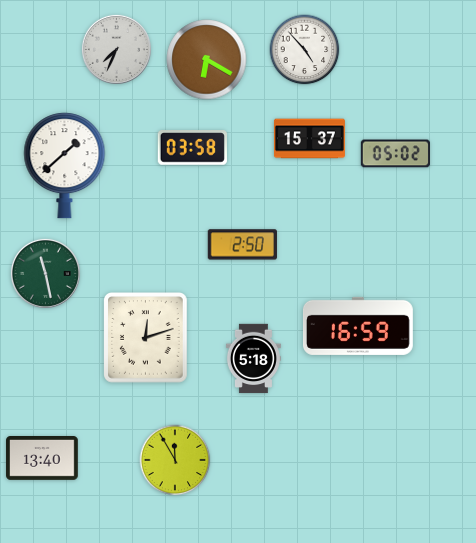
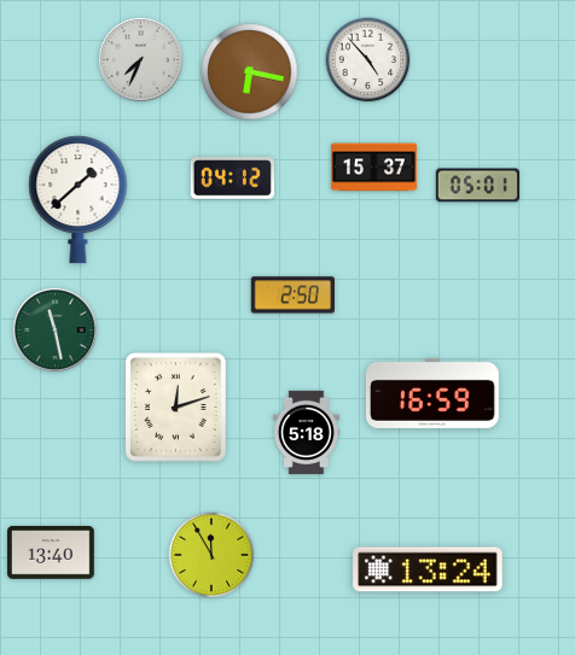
clock at (207, 60): 6:20 -> 6:17
clock at (192, 148): 03:58 -> 04:12
clock at (395, 154): 05:02 -> 05:01
clock at (428, 569): none -> 13:24
